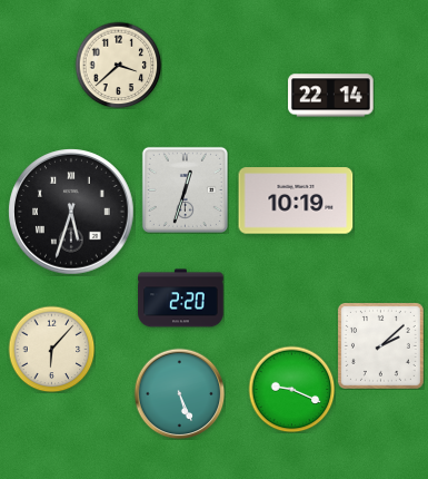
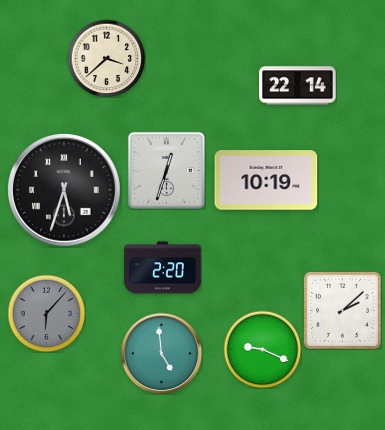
clock at (51, 349) dial: cream -> grey
clock at (179, 393): 5:26 -> 4:59
